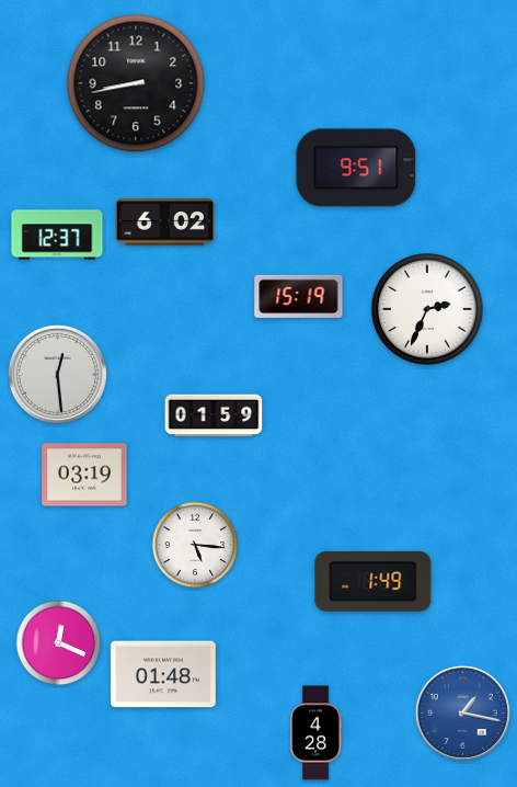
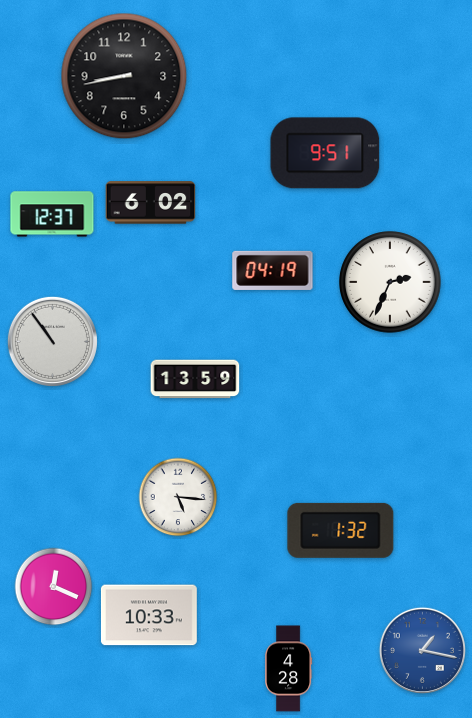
clock at (299, 296): 15:19 -> 04:19
clock at (57, 374): 12:29 -> 10:54
clock at (214, 415): 01:59 -> 13:59
clock at (84, 475): 03:19 -> none
clock at (374, 581): 1:49 -> 1:32
clock at (163, 674): 01:48 -> 10:33
